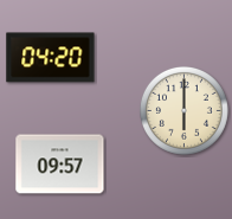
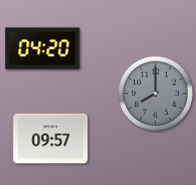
clock at (183, 110): 6:00 -> 8:00
clock at (183, 110) dial: cream -> grey
